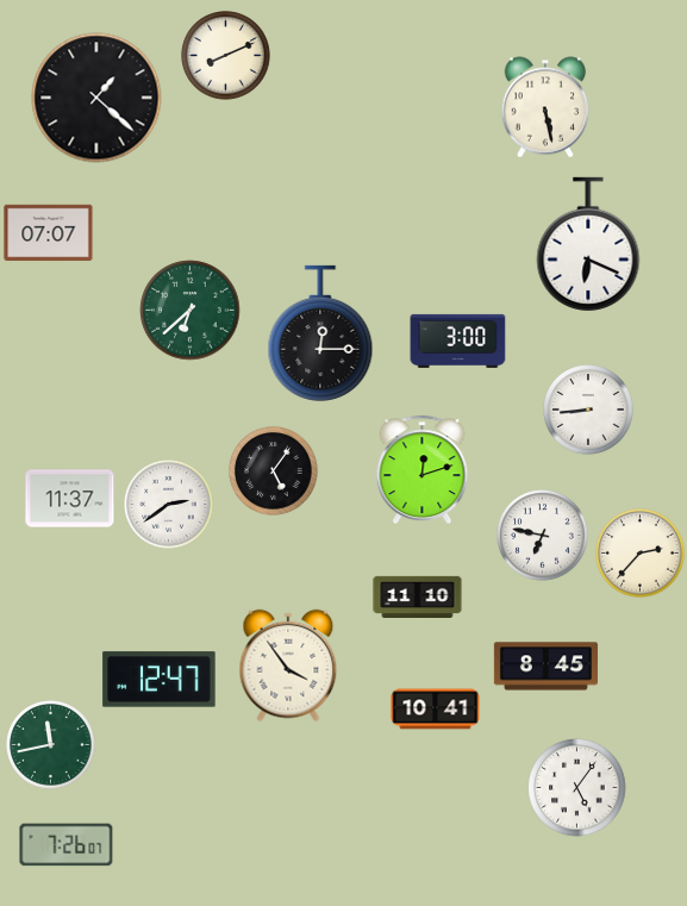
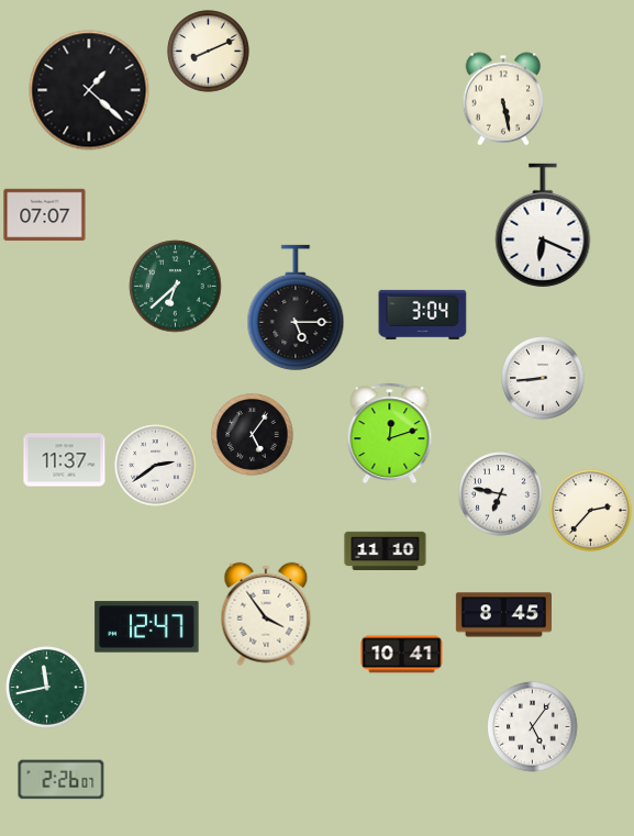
clock at (320, 333): 12:15 -> 5:15
clock at (458, 340): 3:00 -> 3:04
clock at (67, 845): 7:26 -> 2:26
